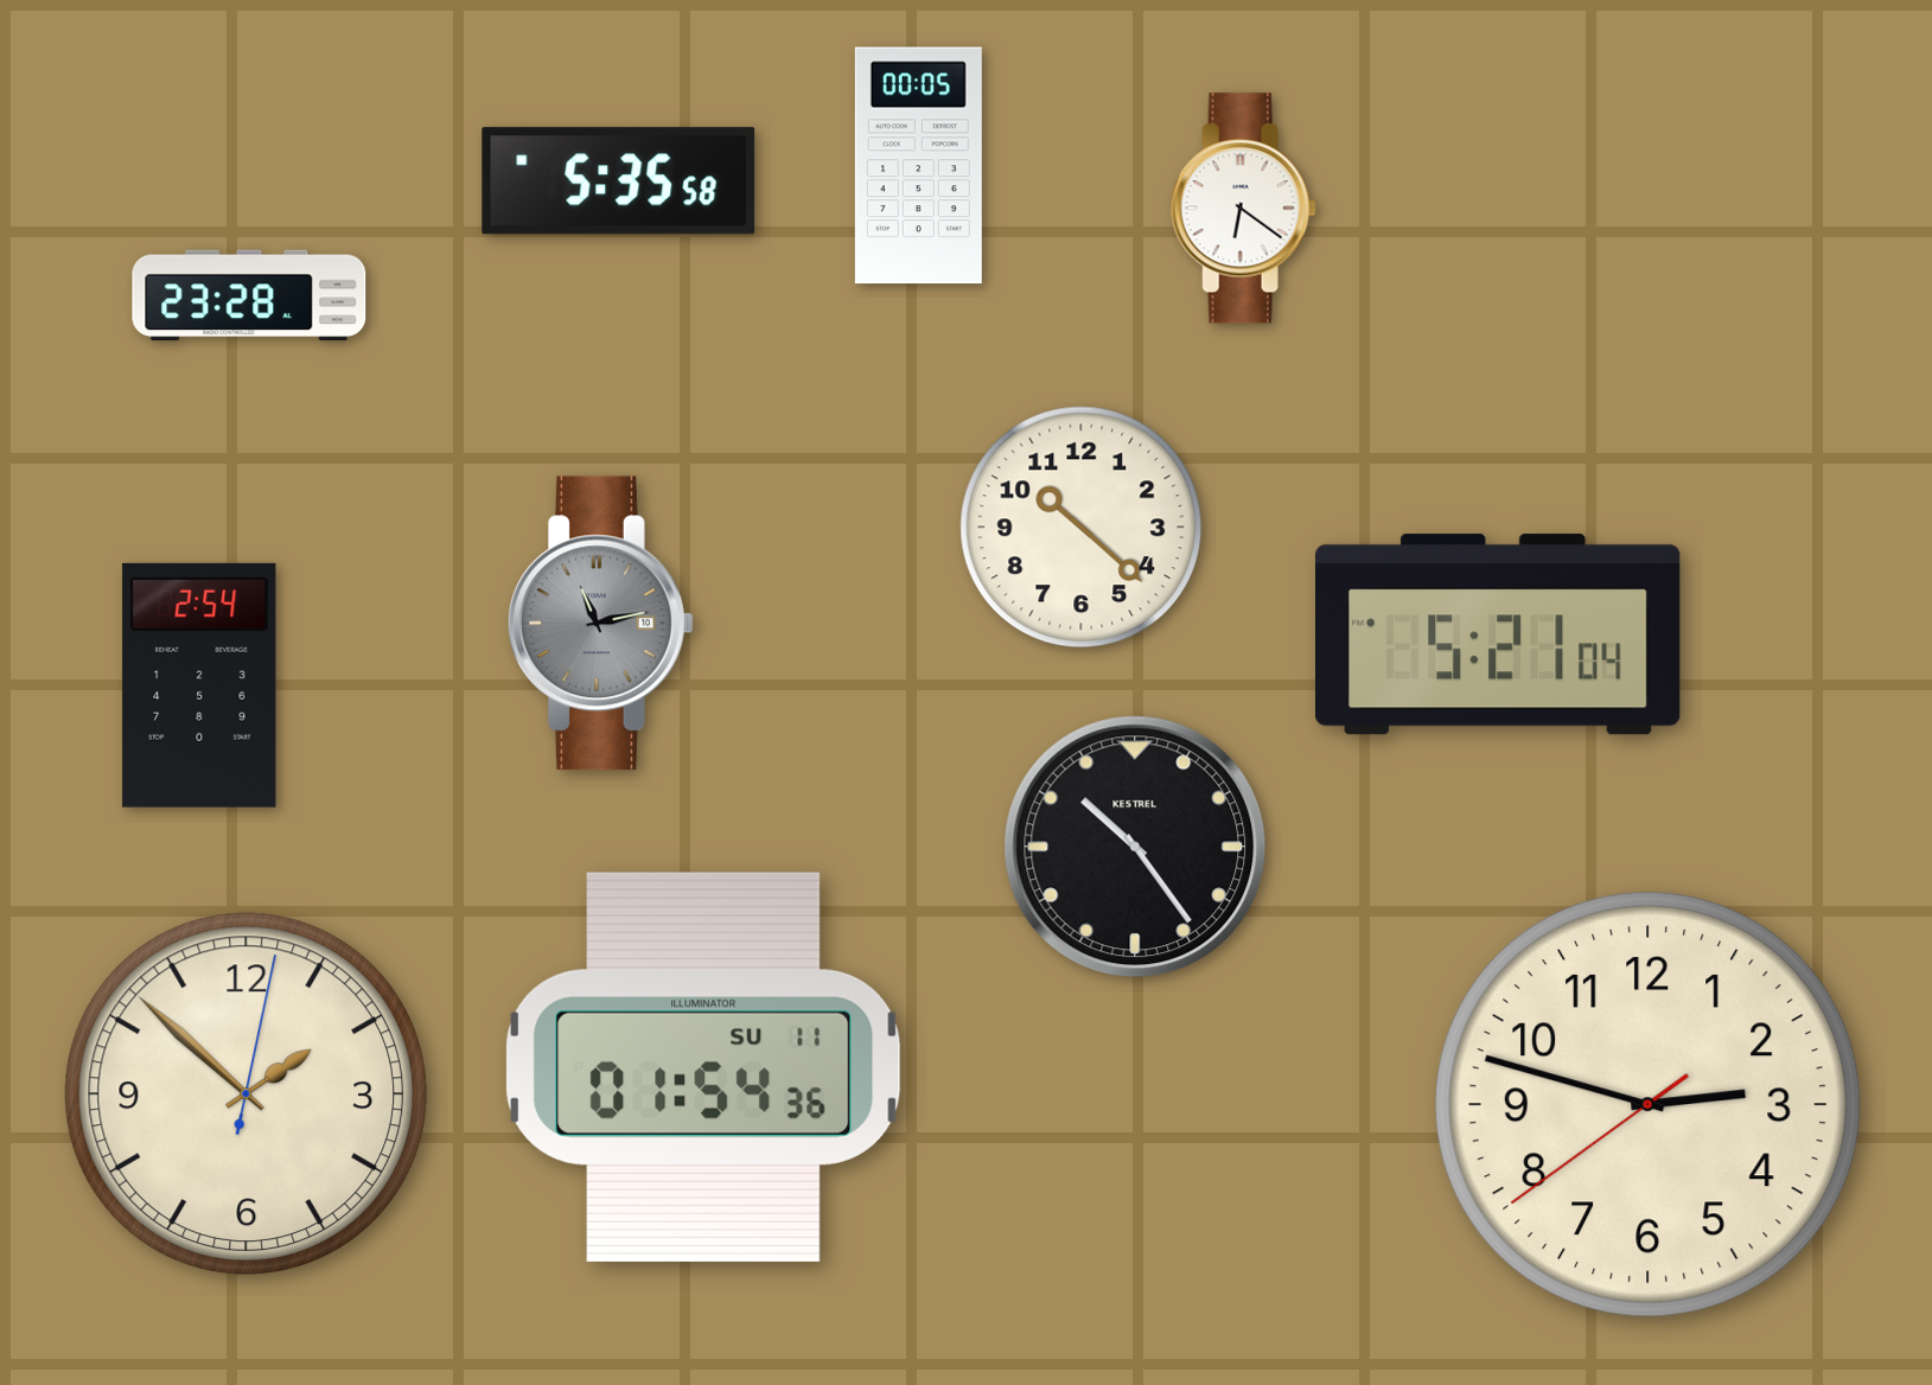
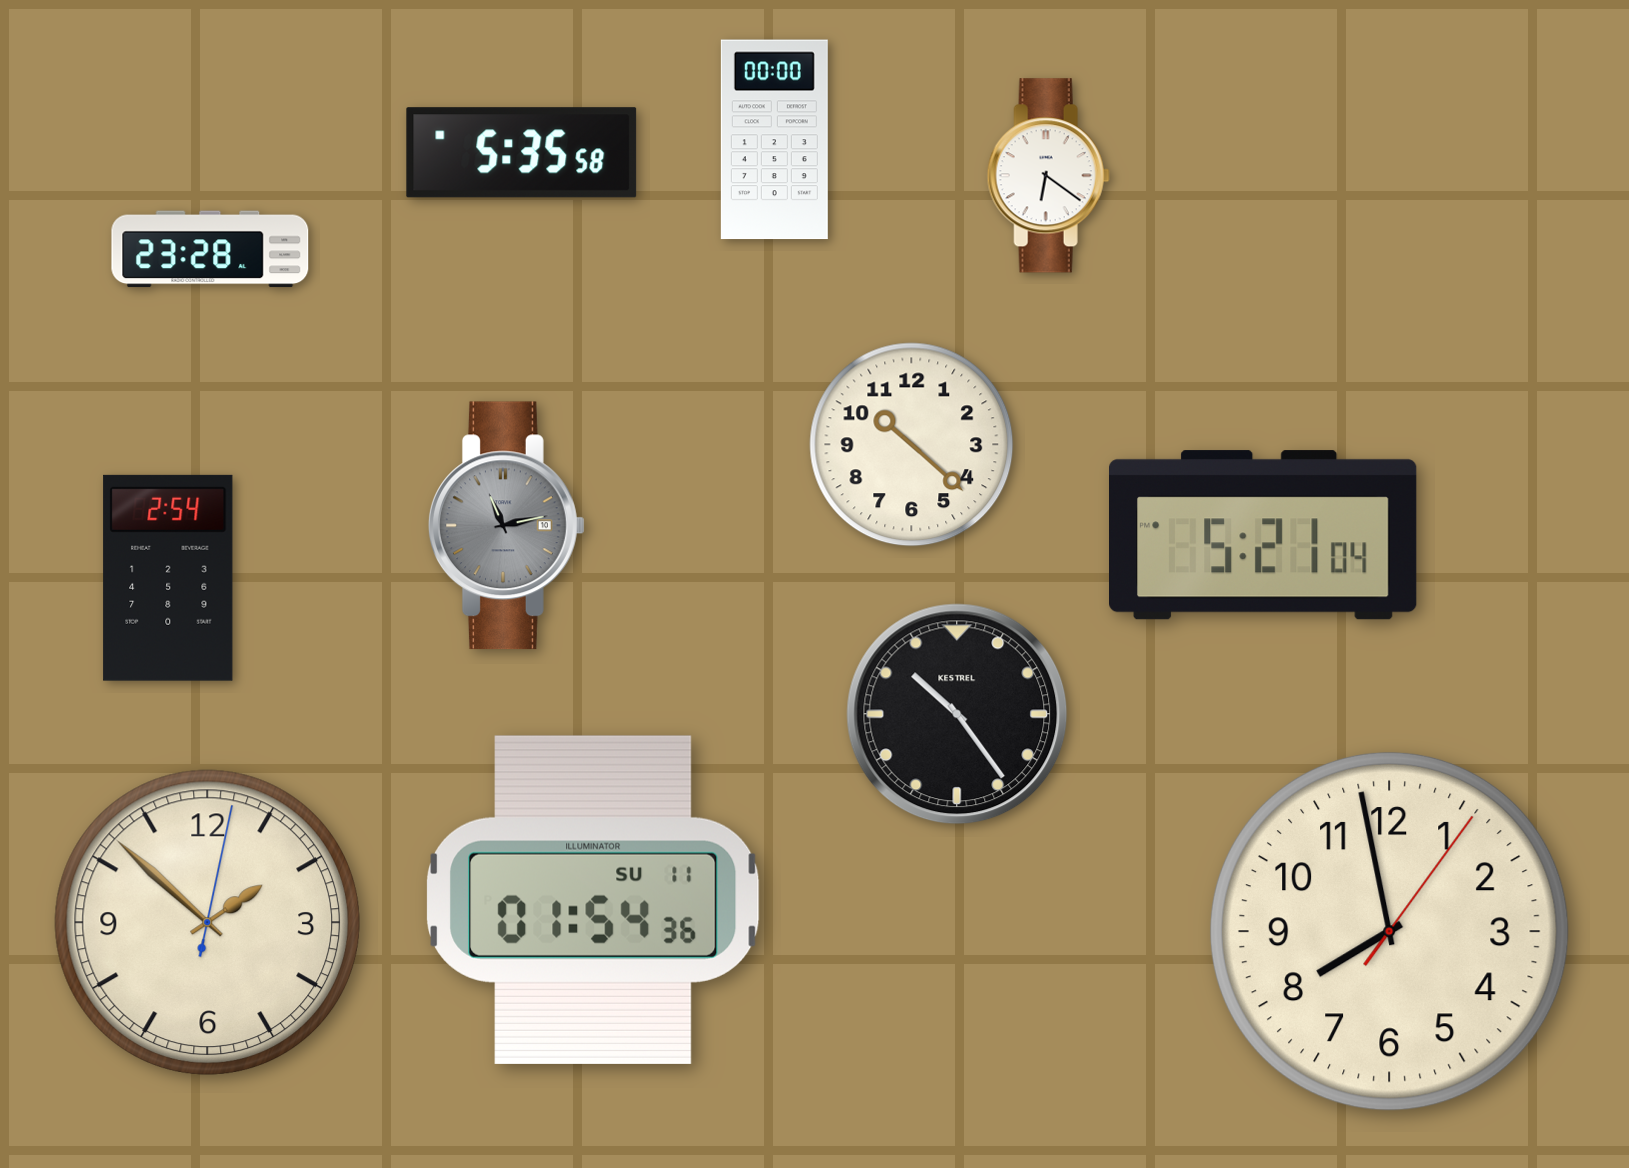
clock at (918, 166): 00:05 -> 00:00
clock at (1647, 1104): 2:47 -> 7:58
